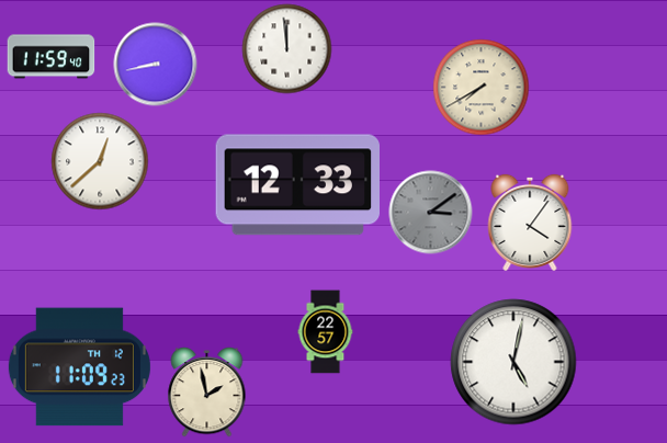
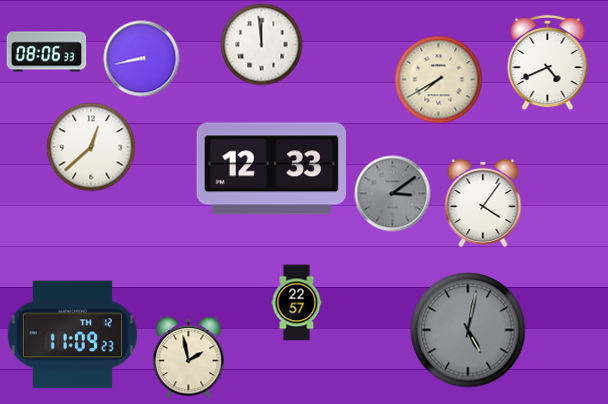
clock at (52, 57): 11:59 -> 08:06
clock at (548, 63): none -> 4:41
clock at (513, 362) dial: white -> grey
